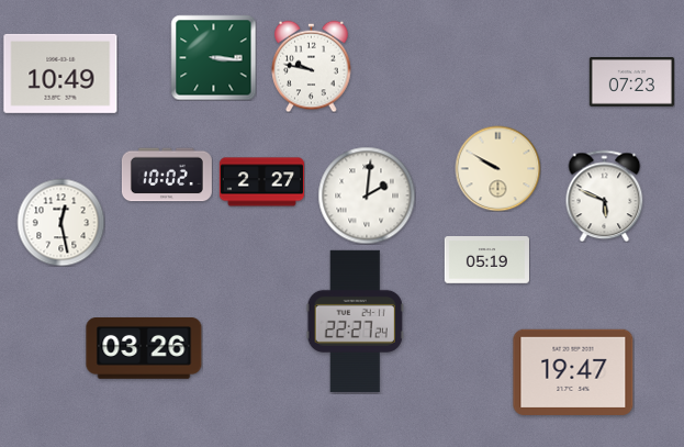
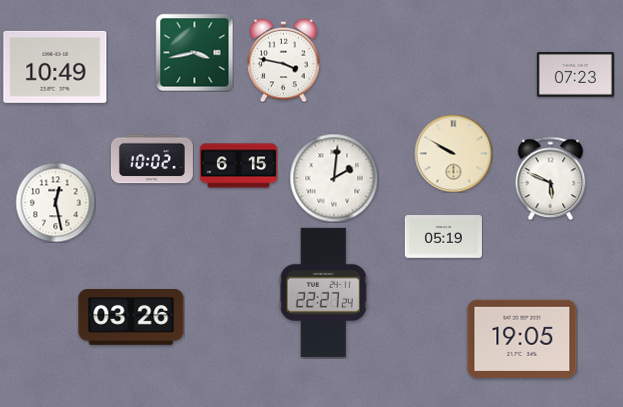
clock at (213, 57): 3:16 -> 3:43
clock at (312, 66): 9:47 -> 3:47
clock at (261, 182): 2:27 -> 6:15
clock at (573, 372): 19:47 -> 19:05
